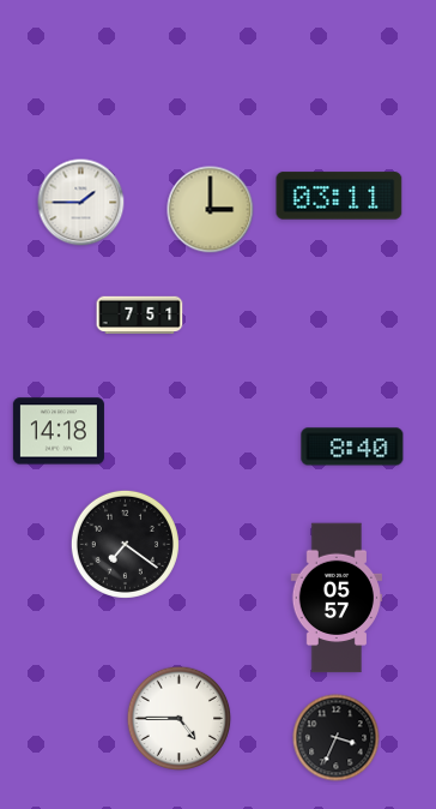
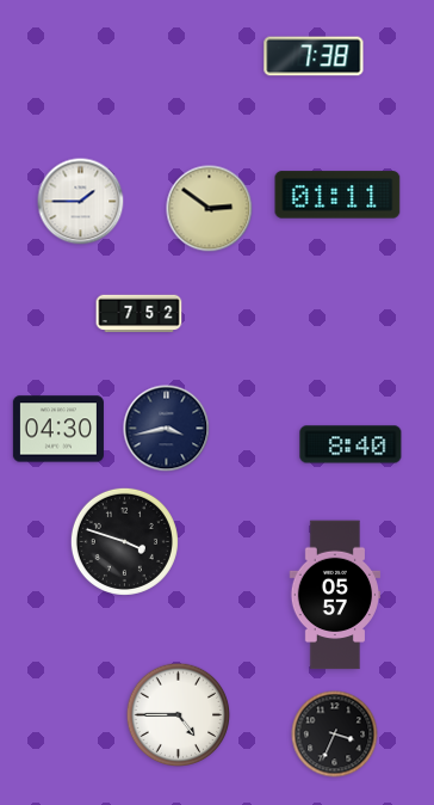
clock at (314, 56): none -> 7:38
clock at (339, 196): 03:11 -> 01:11
clock at (211, 210): 3:00 -> 2:51
clock at (140, 316): 7:51 -> 7:52
clock at (59, 431): 14:18 -> 04:30
clock at (167, 429): none -> 3:43
clock at (125, 544): 7:21 -> 3:48
